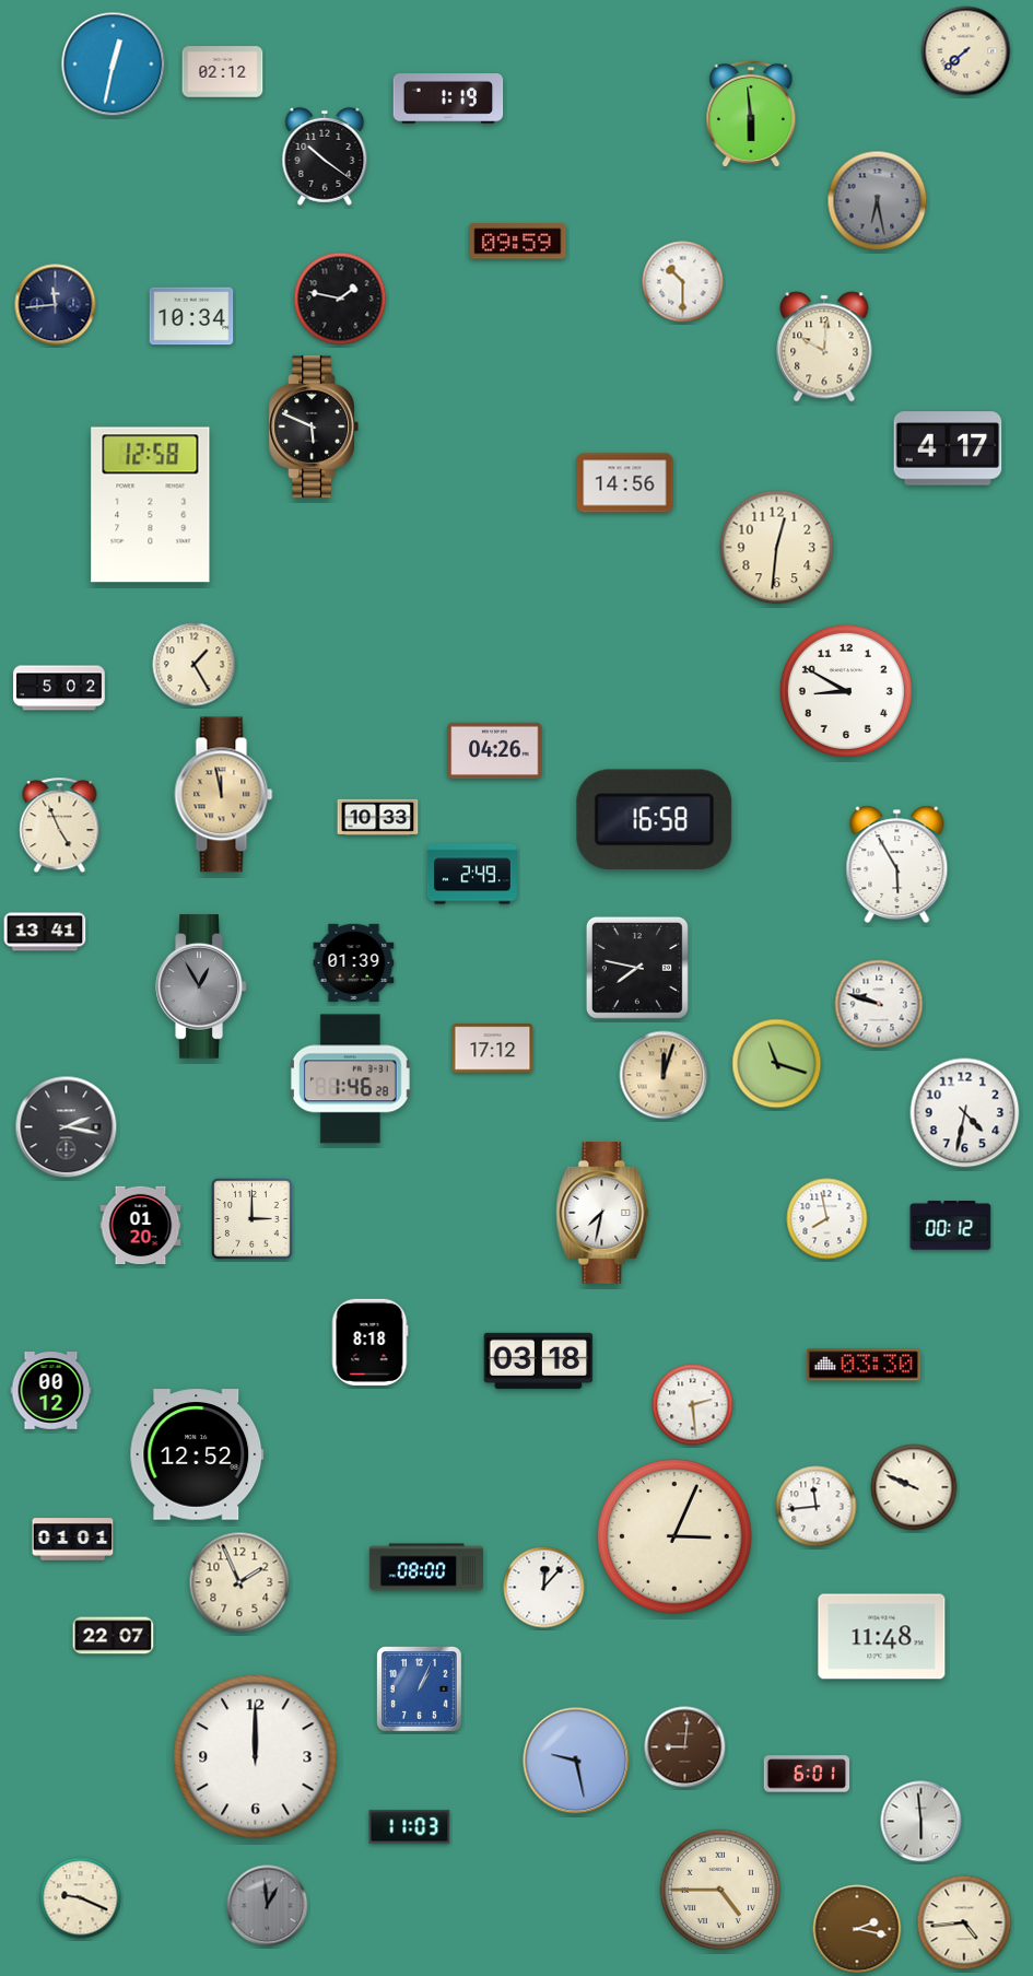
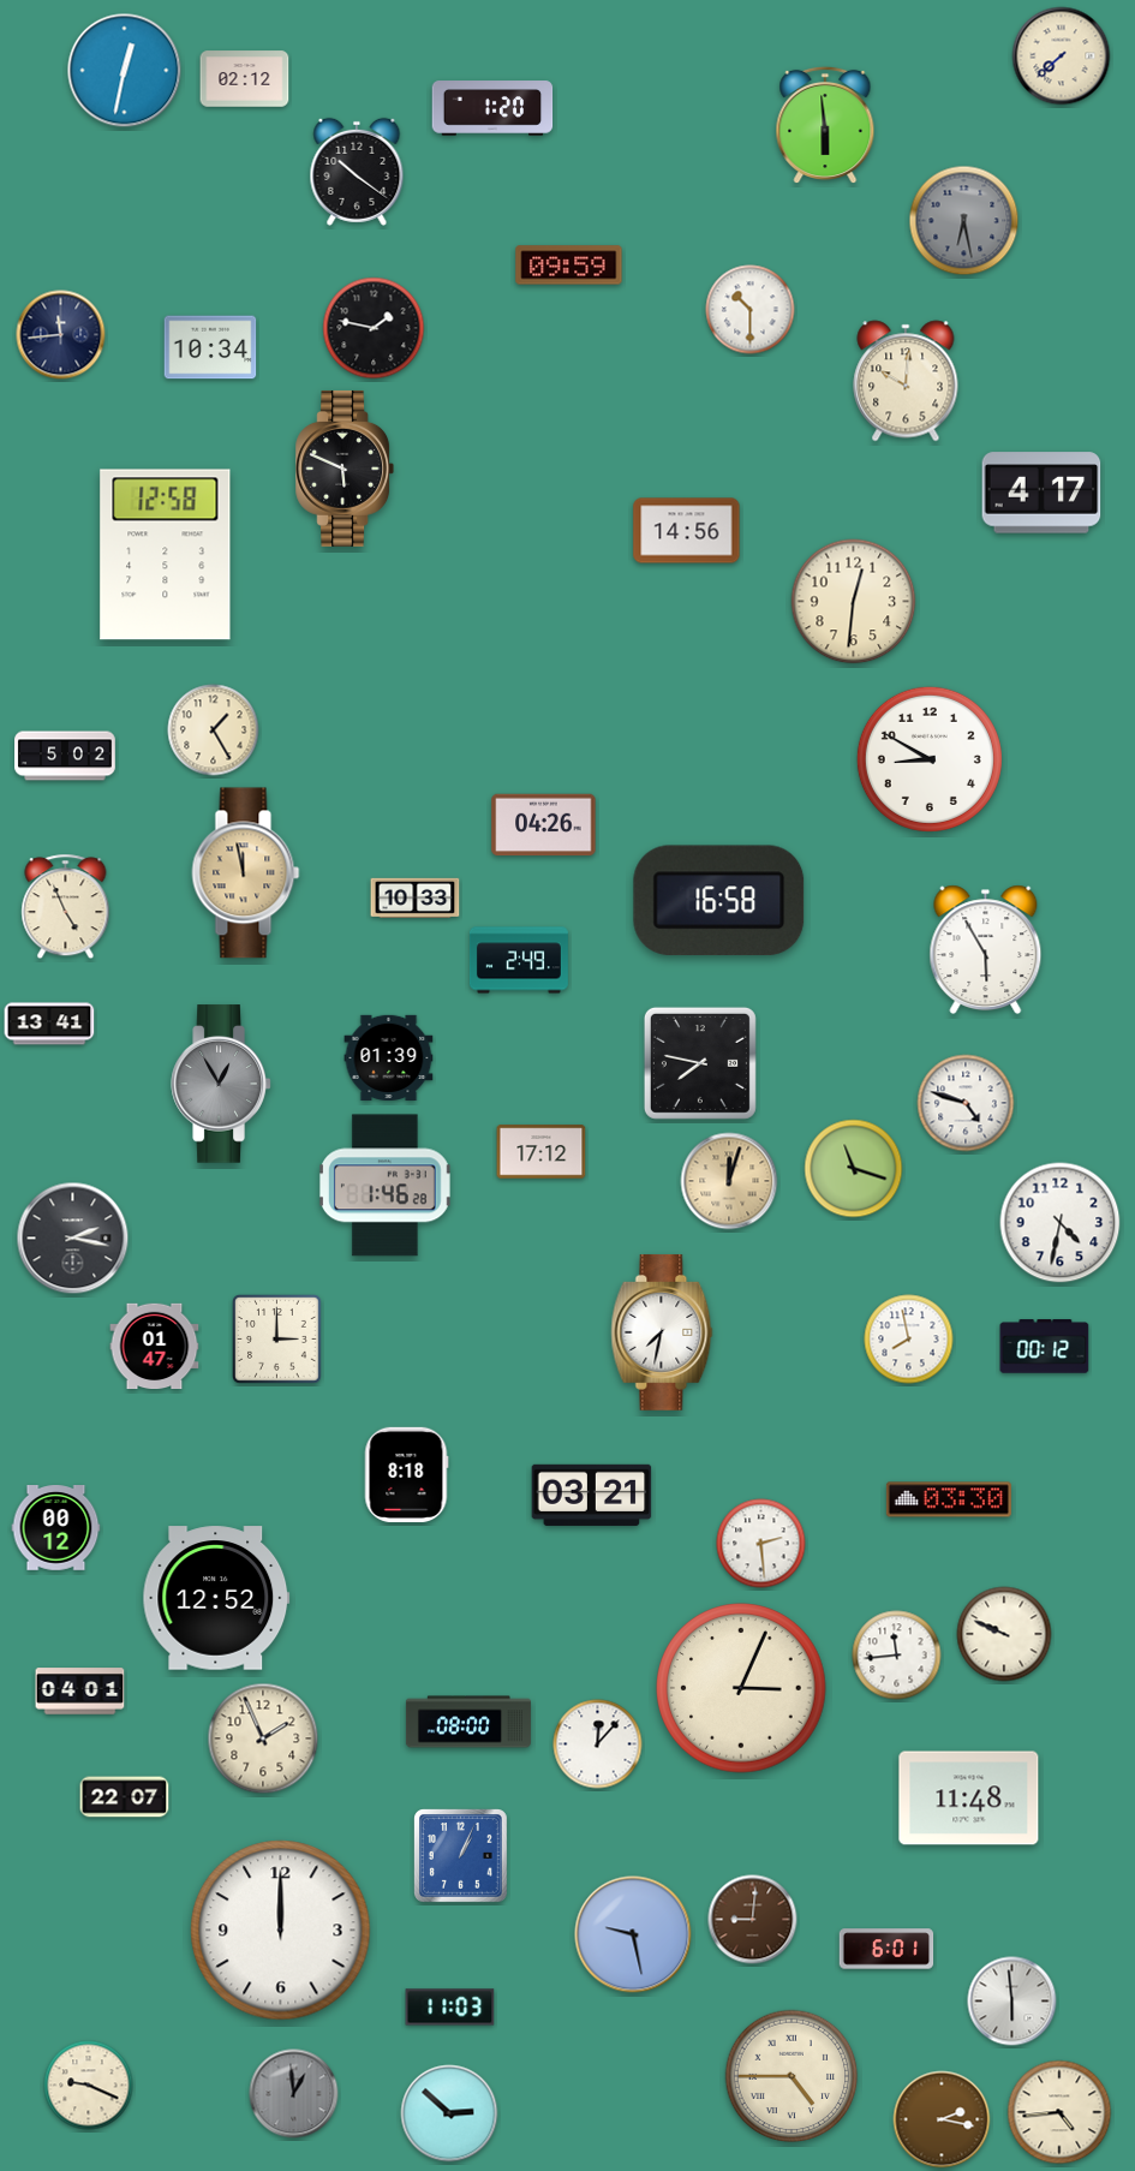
clock at (448, 98): 1:19 -> 1:20
clock at (879, 1004): 9:48 -> 4:48
clock at (141, 1226): 01:20 -> 01:47
clock at (539, 1360): 03:18 -> 03:21
clock at (73, 1540): 01:01 -> 04:01
clock at (449, 2113): none -> 2:52
